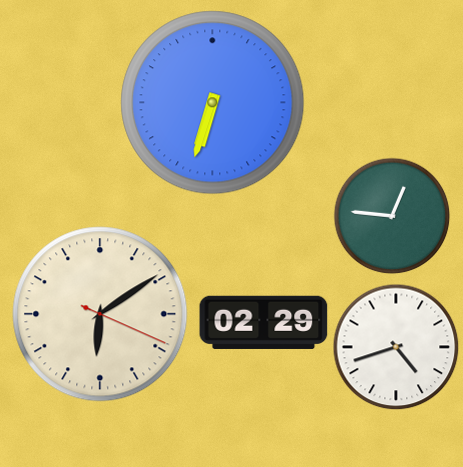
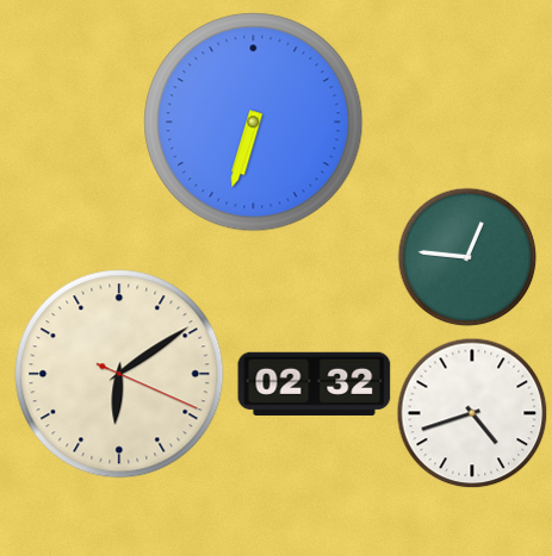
clock at (264, 322): 02:29 -> 02:32
